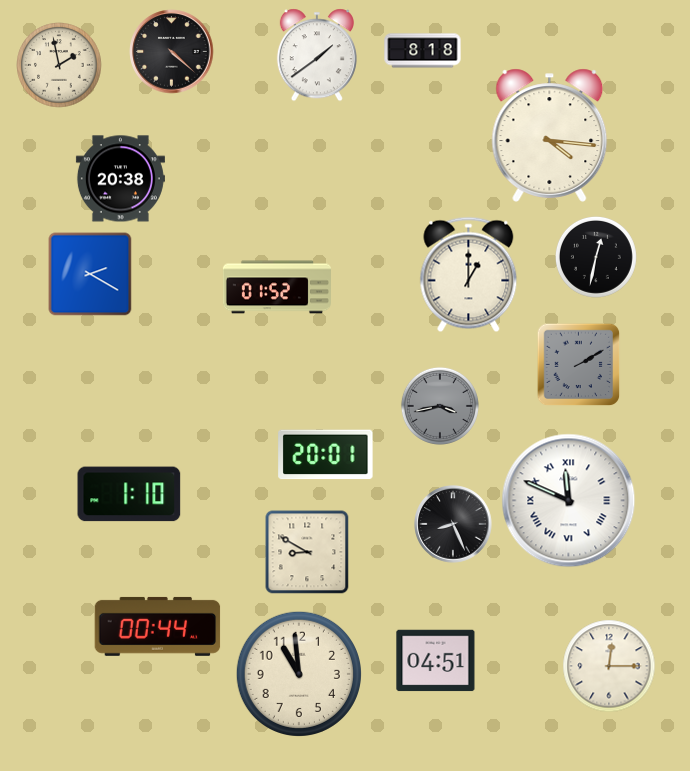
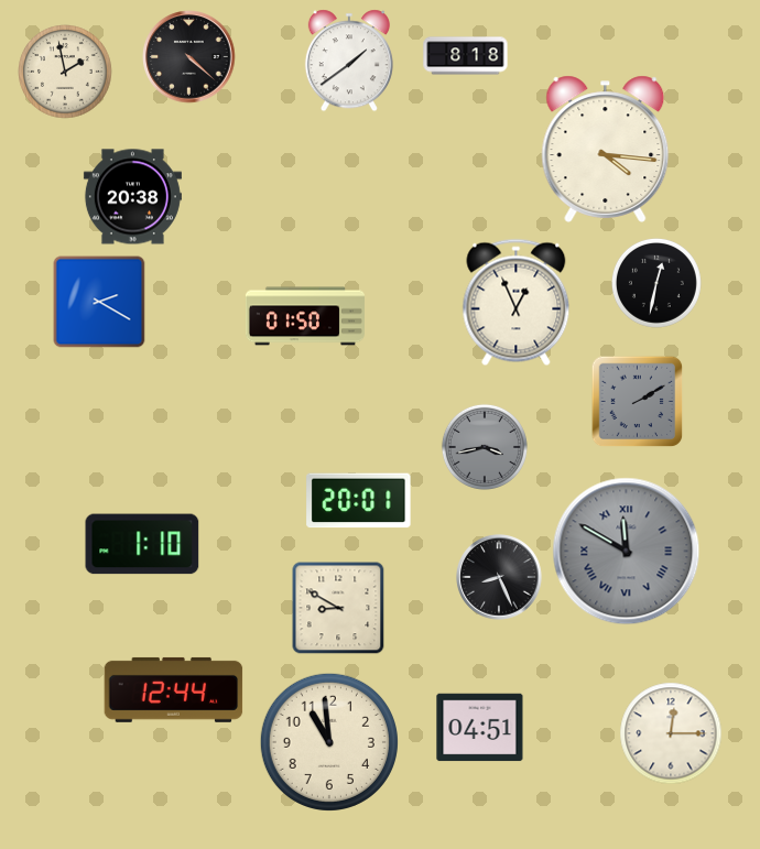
clock at (469, 275): 1:00 -> 12:56
clock at (277, 287): 01:52 -> 01:50
clock at (569, 501): 11:49 -> 11:50
clock at (569, 501) dial: white -> grey
clock at (158, 626): 00:44 -> 12:44
